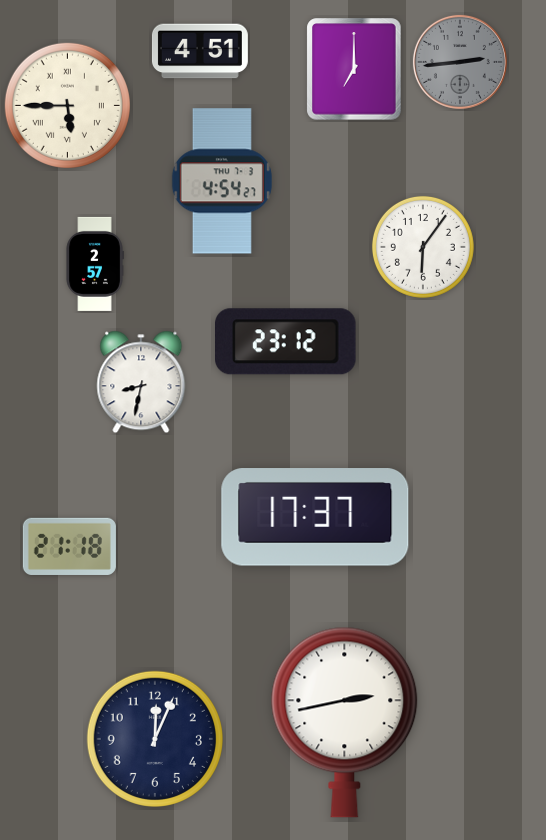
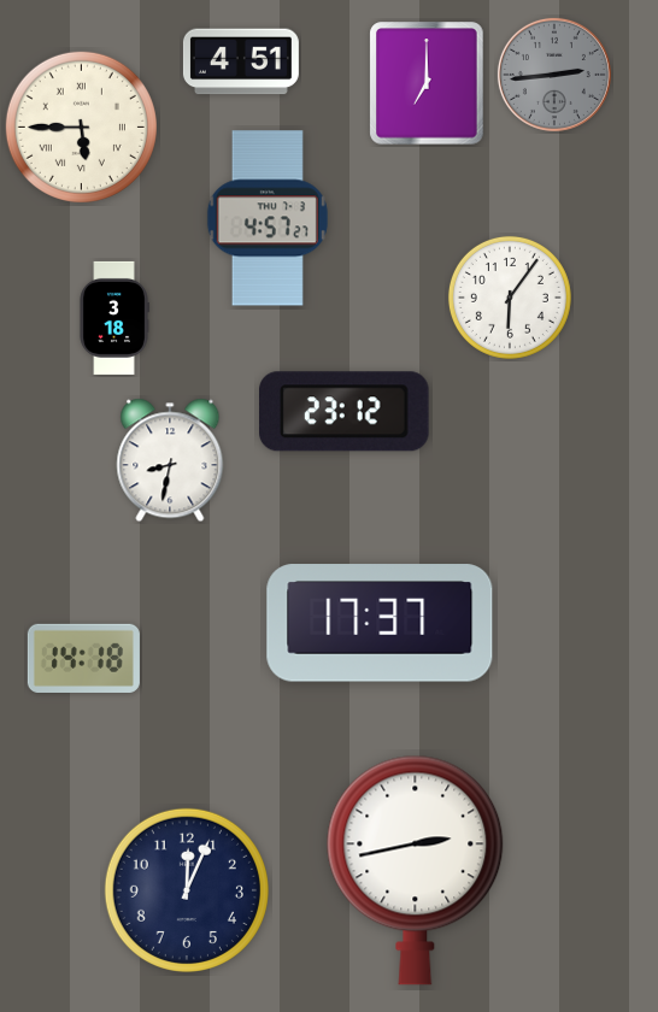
clock at (222, 181): 4:54 -> 4:57
clock at (95, 264): 2:57 -> 3:18
clock at (69, 546): 21:18 -> 14:18
